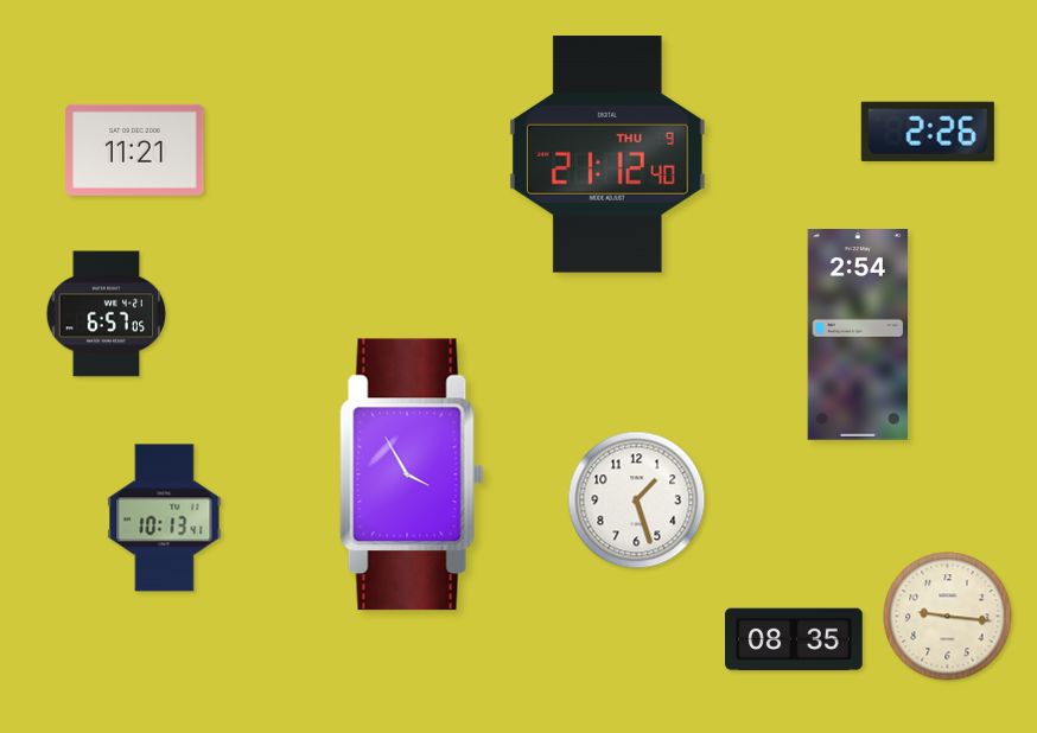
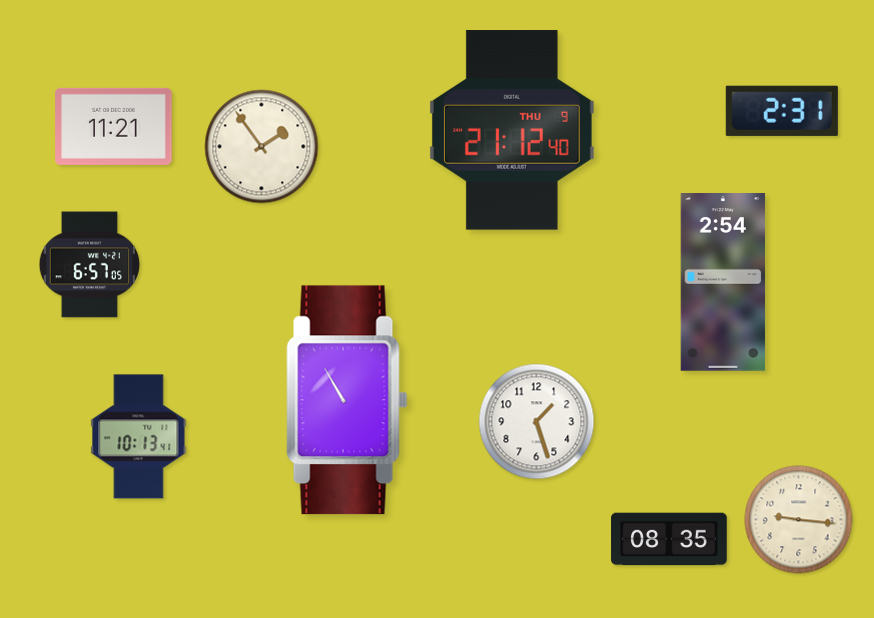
clock at (928, 132): 2:26 -> 2:31
clock at (262, 147): none -> 1:54
clock at (412, 474): 3:55 -> 10:55
